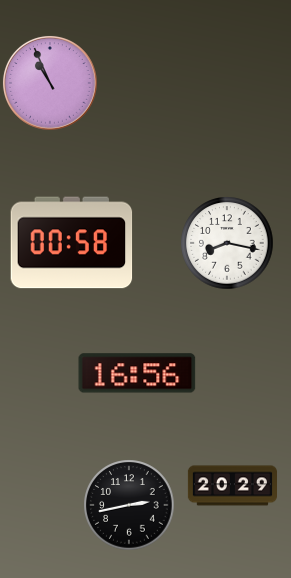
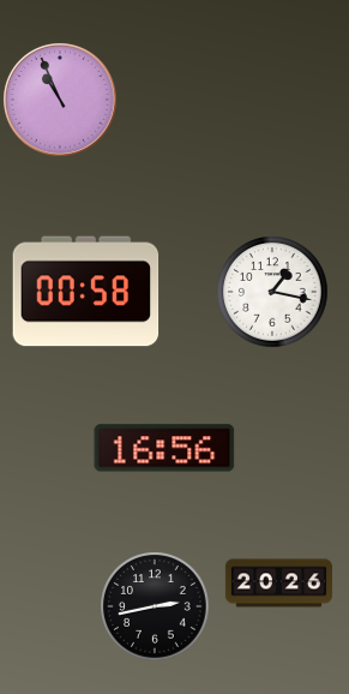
clock at (227, 243): 8:17 -> 1:17
clock at (232, 486): 20:29 -> 20:26
